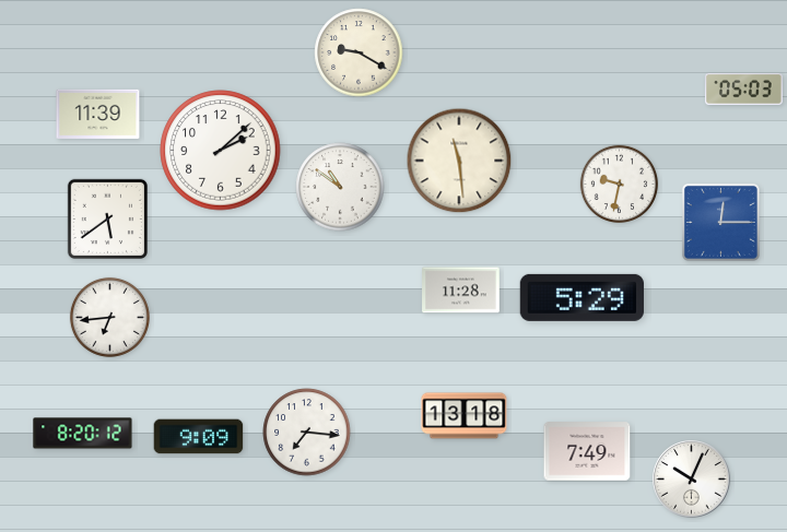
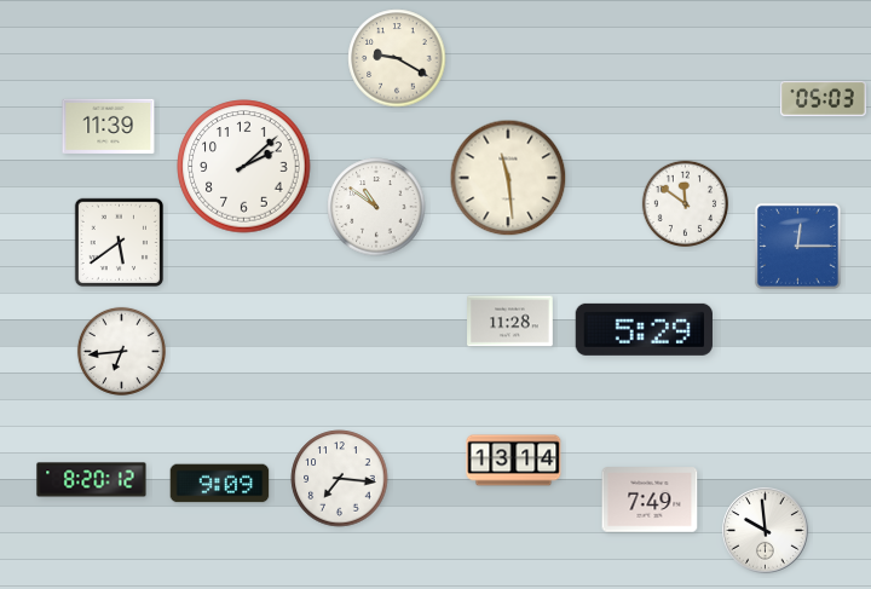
clock at (620, 185): 9:32 -> 11:51
clock at (465, 416): 13:18 -> 13:14
clock at (692, 480): 10:04 -> 9:59
